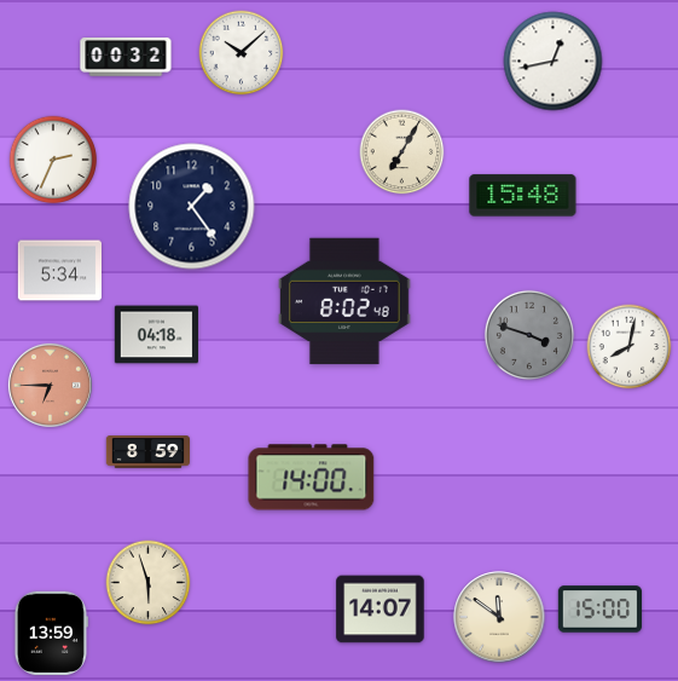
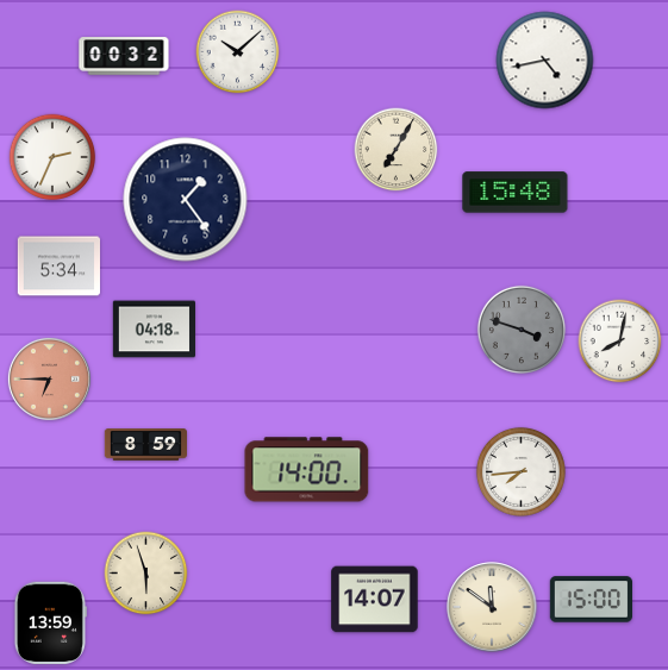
clock at (554, 62): 12:43 -> 4:43
clock at (192, 207) position: (192, 207) -> (186, 200)
clock at (346, 301): 8:02 -> none
clock at (520, 471): none -> 7:44
